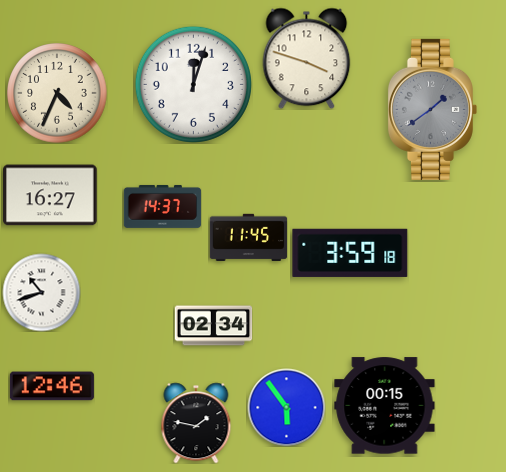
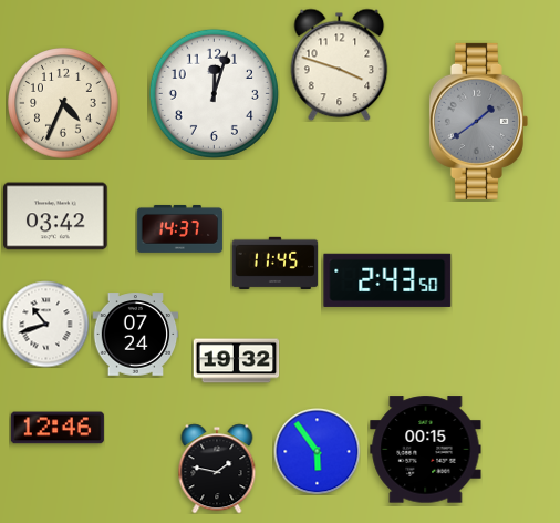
clock at (50, 195): 16:27 -> 03:42
clock at (350, 253): 3:59 -> 2:43
clock at (135, 335): none -> 07:24
clock at (213, 326): 02:34 -> 19:32
